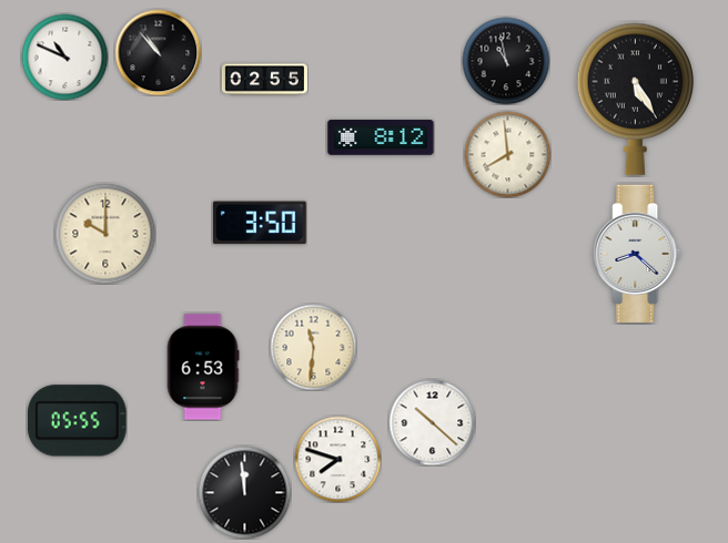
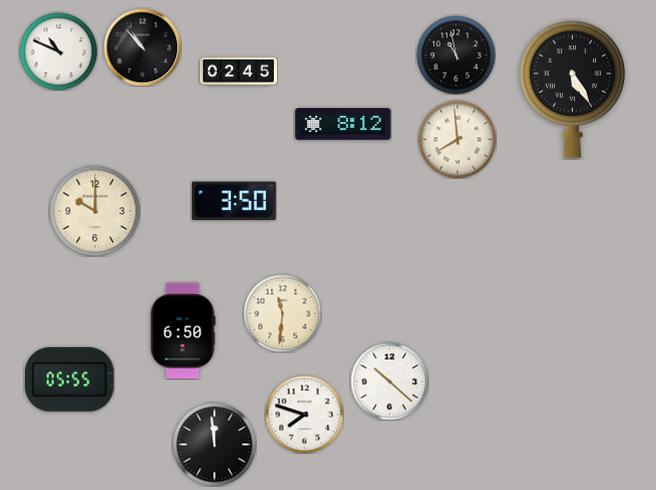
clock at (264, 80): 02:55 -> 02:45
clock at (637, 253): 8:22 -> none
clock at (203, 367): 6:53 -> 6:50
clock at (244, 492) position: (244, 492) -> (214, 444)
